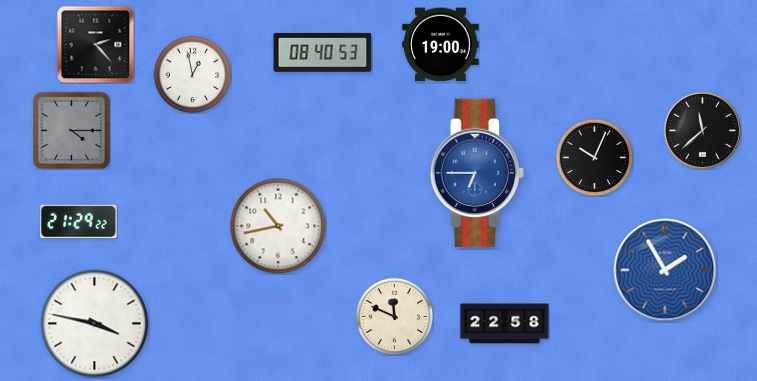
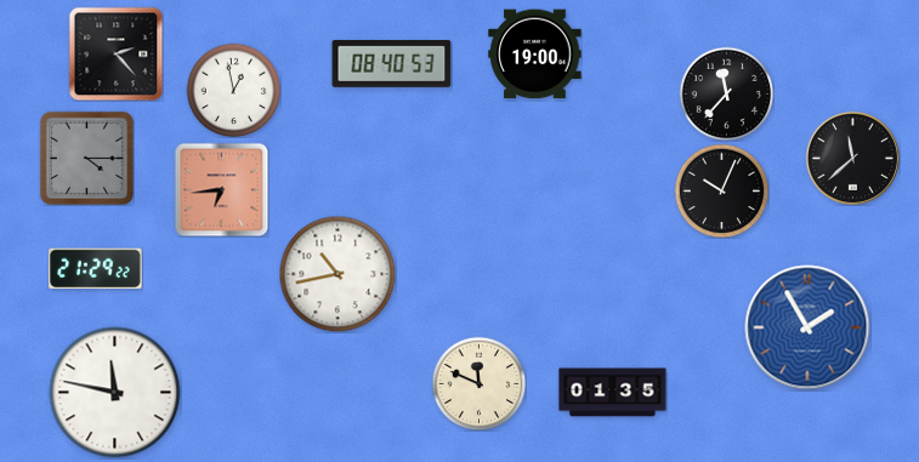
clock at (726, 93): none -> 11:37
clock at (221, 189): none -> 6:44
clock at (477, 173): 6:45 -> none
clock at (95, 324): 3:47 -> 11:47
clock at (505, 324): 22:58 -> 01:35
